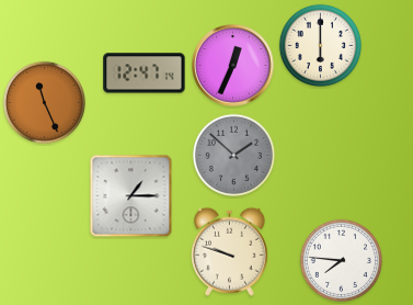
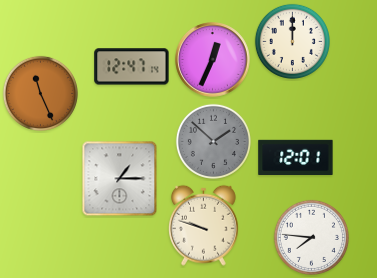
clock at (320, 45): 6:00 -> 12:00
clock at (296, 157): none -> 12:01
clock at (229, 251) position: (229, 251) -> (203, 225)
